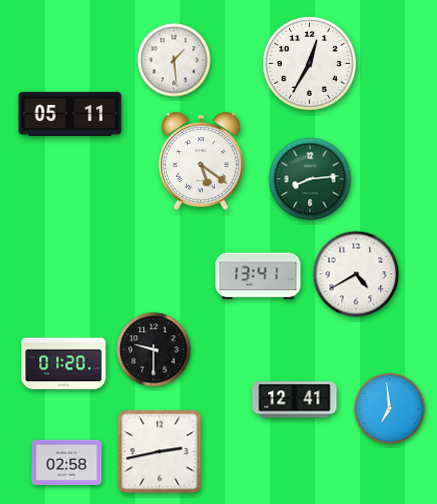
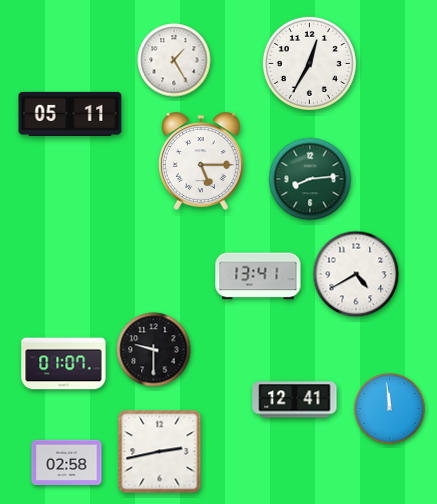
clock at (174, 60): 1:29 -> 1:25
clock at (201, 161): 5:21 -> 5:15
clock at (64, 364): 01:20 -> 01:07
clock at (390, 409): 6:59 -> 11:59
